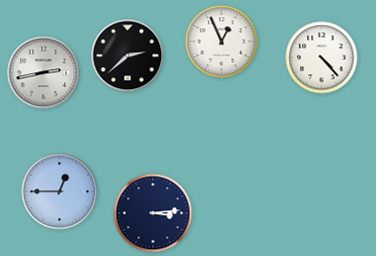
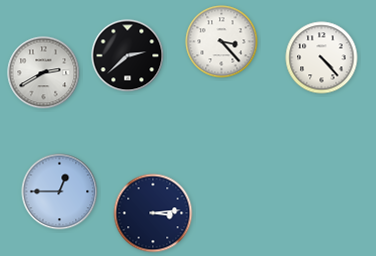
clock at (222, 42): 12:56 -> 3:23
clock at (44, 73): 2:43 -> 2:40
